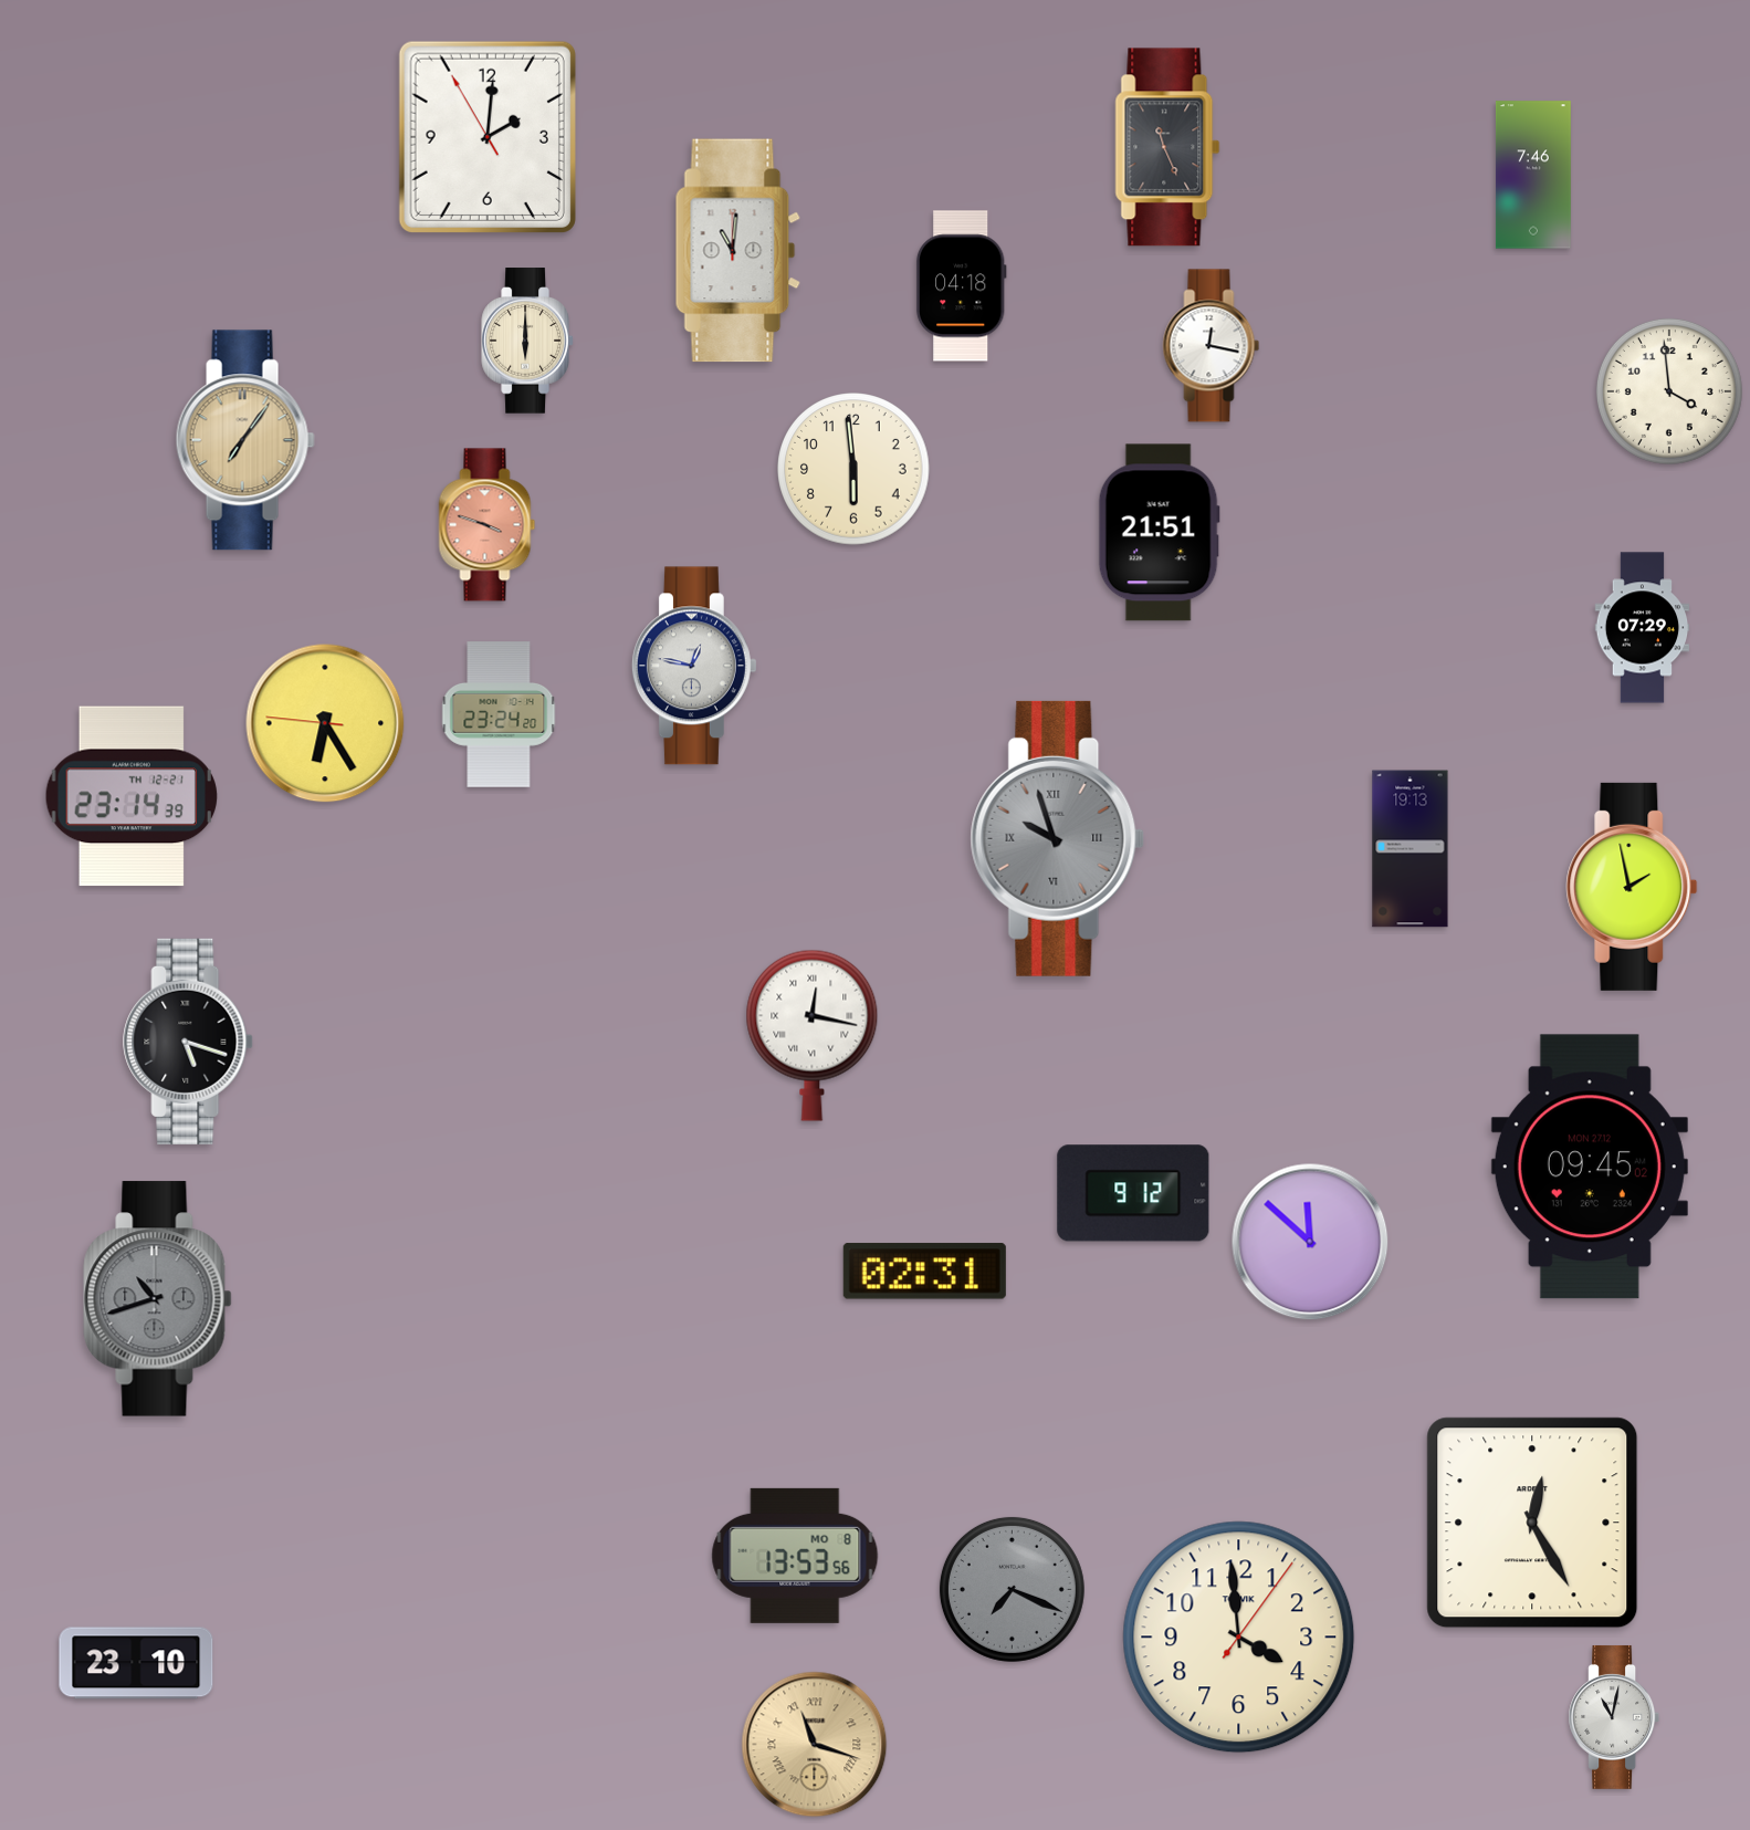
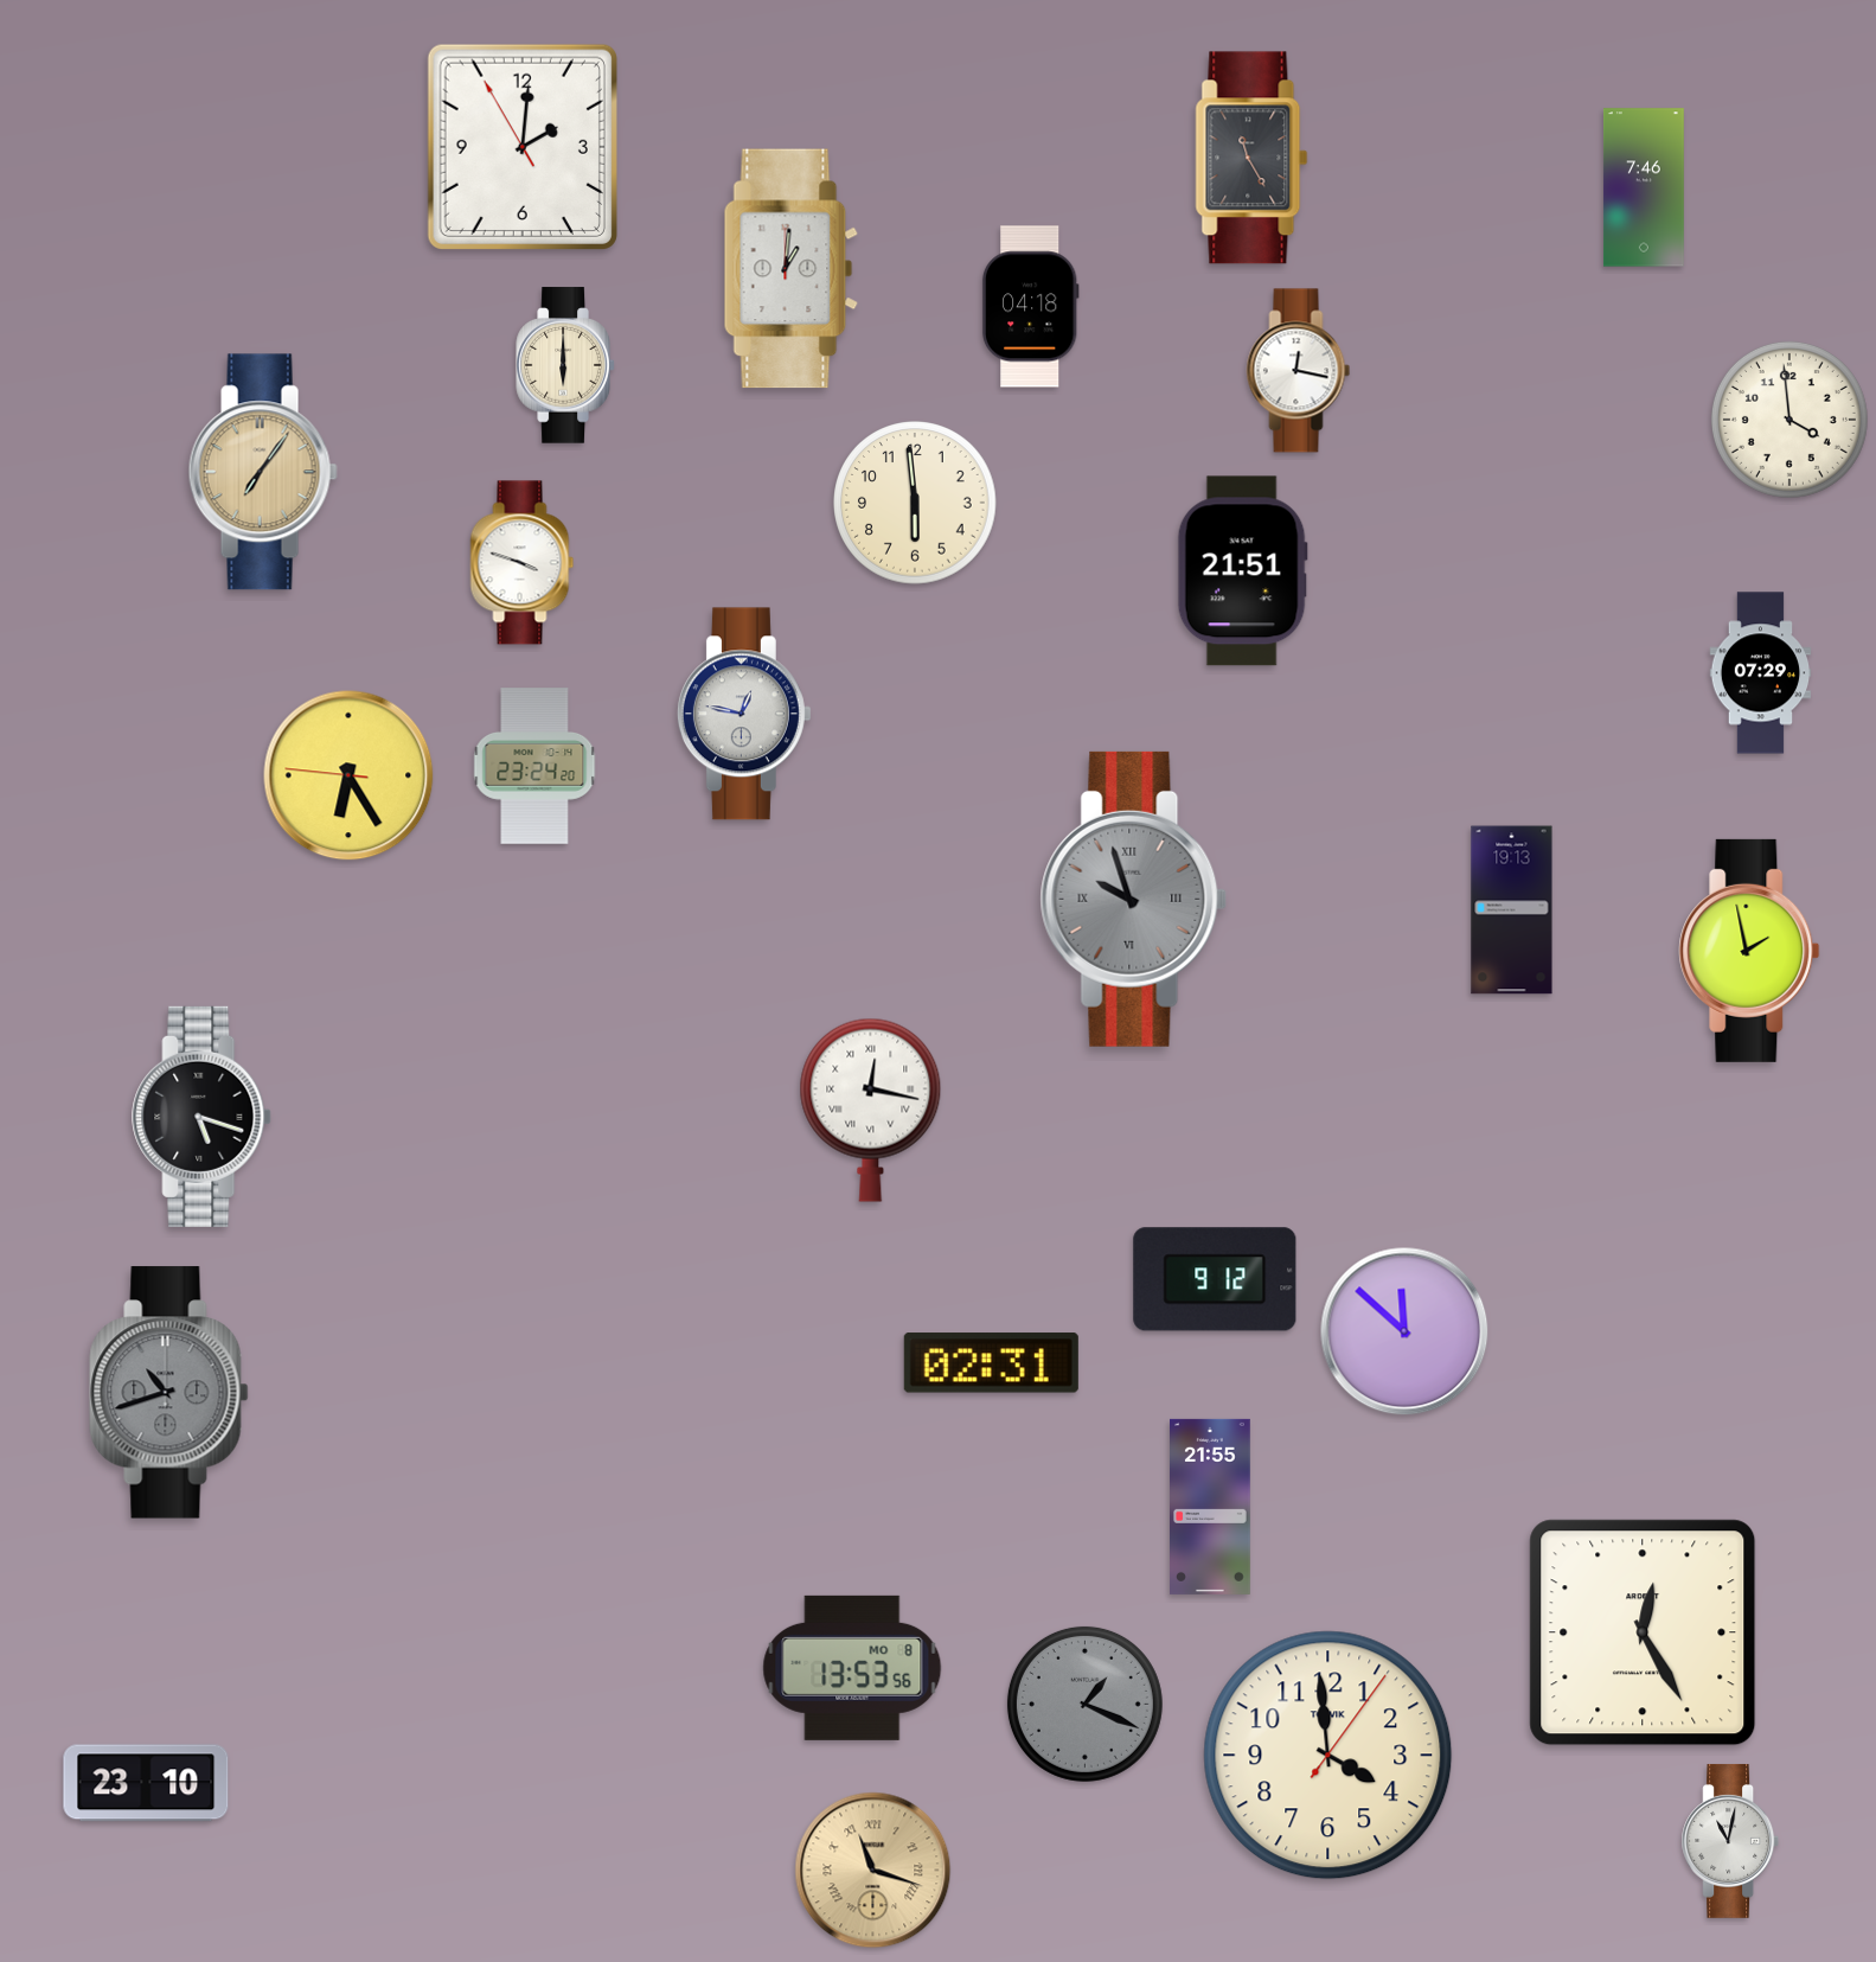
clock at (1167, 147): 11:26 -> 11:25
clock at (738, 251): 11:01 -> 1:01
clock at (488, 525) dial: salmon -> white
clock at (132, 796): 23:14 -> none
clock at (1590, 1167): 09:45 -> none
clock at (1211, 1507): none -> 21:55
clock at (1012, 1589): 7:19 -> 1:19
